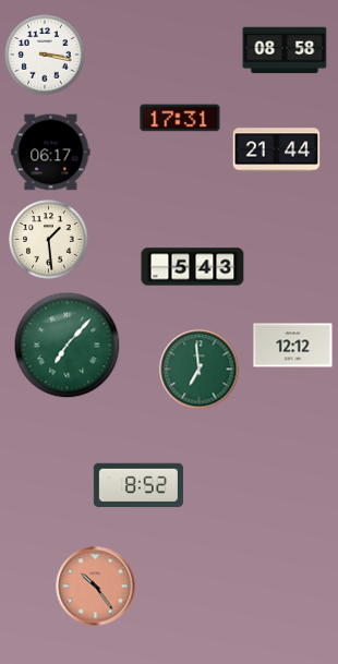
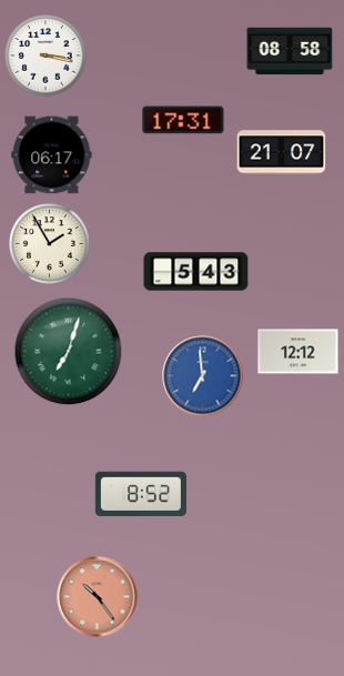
clock at (277, 150): 21:44 -> 21:07
clock at (49, 240): 1:29 -> 1:55
clock at (68, 346): 7:07 -> 7:03
clock at (200, 370) dial: green -> blue
